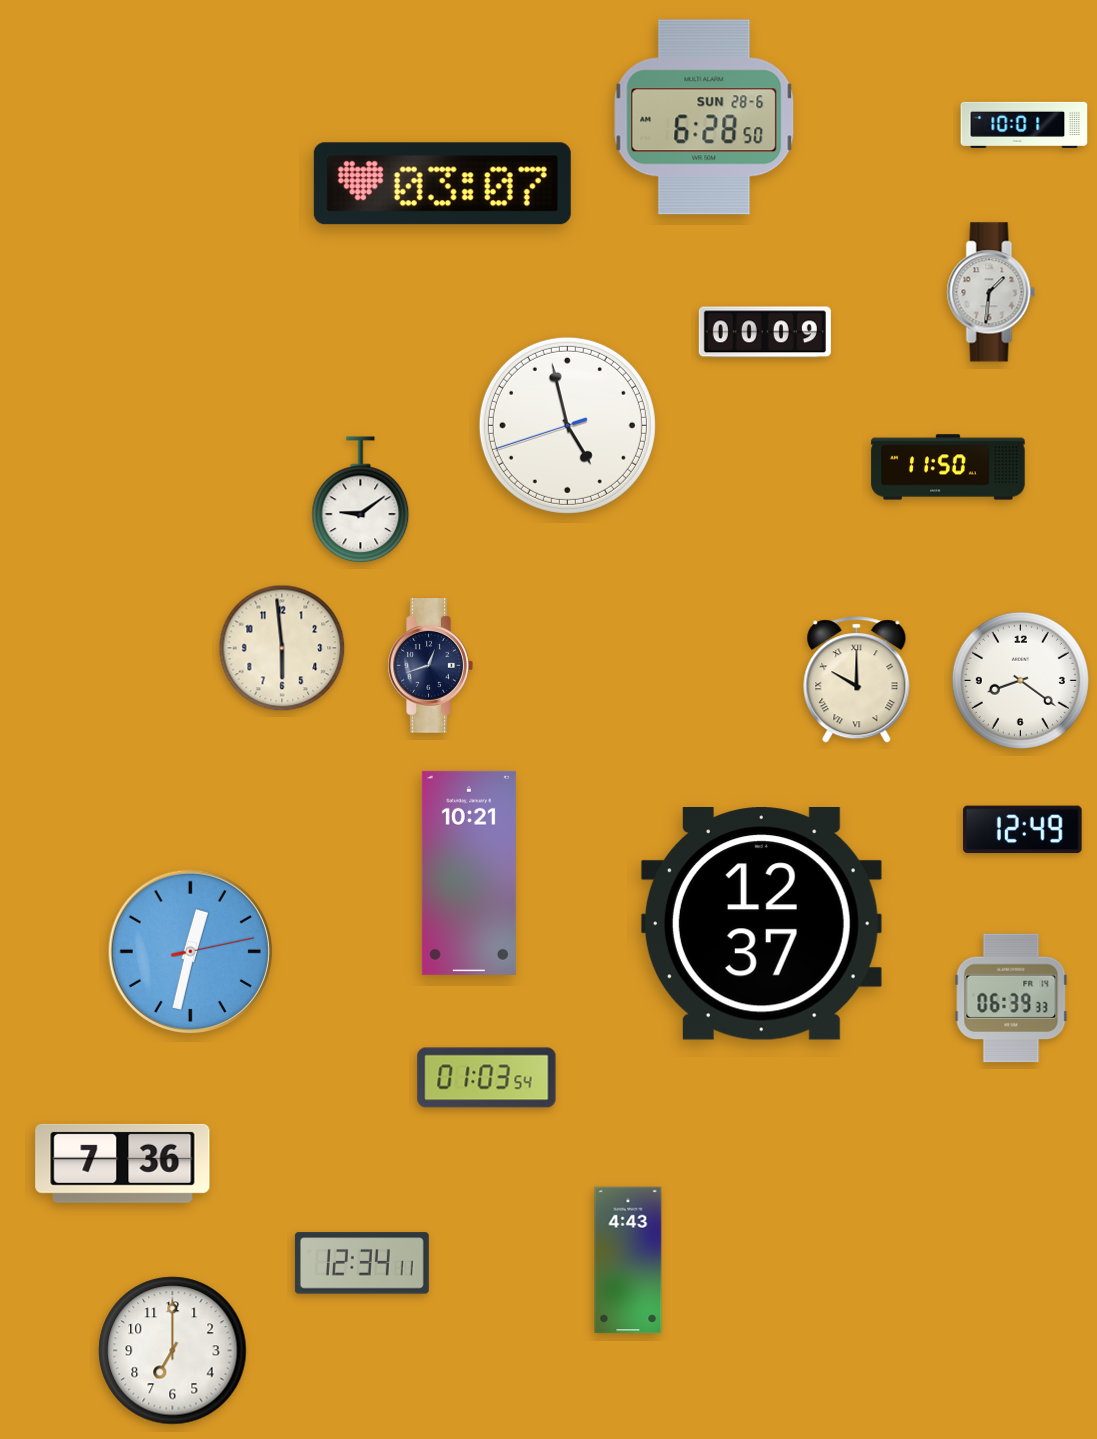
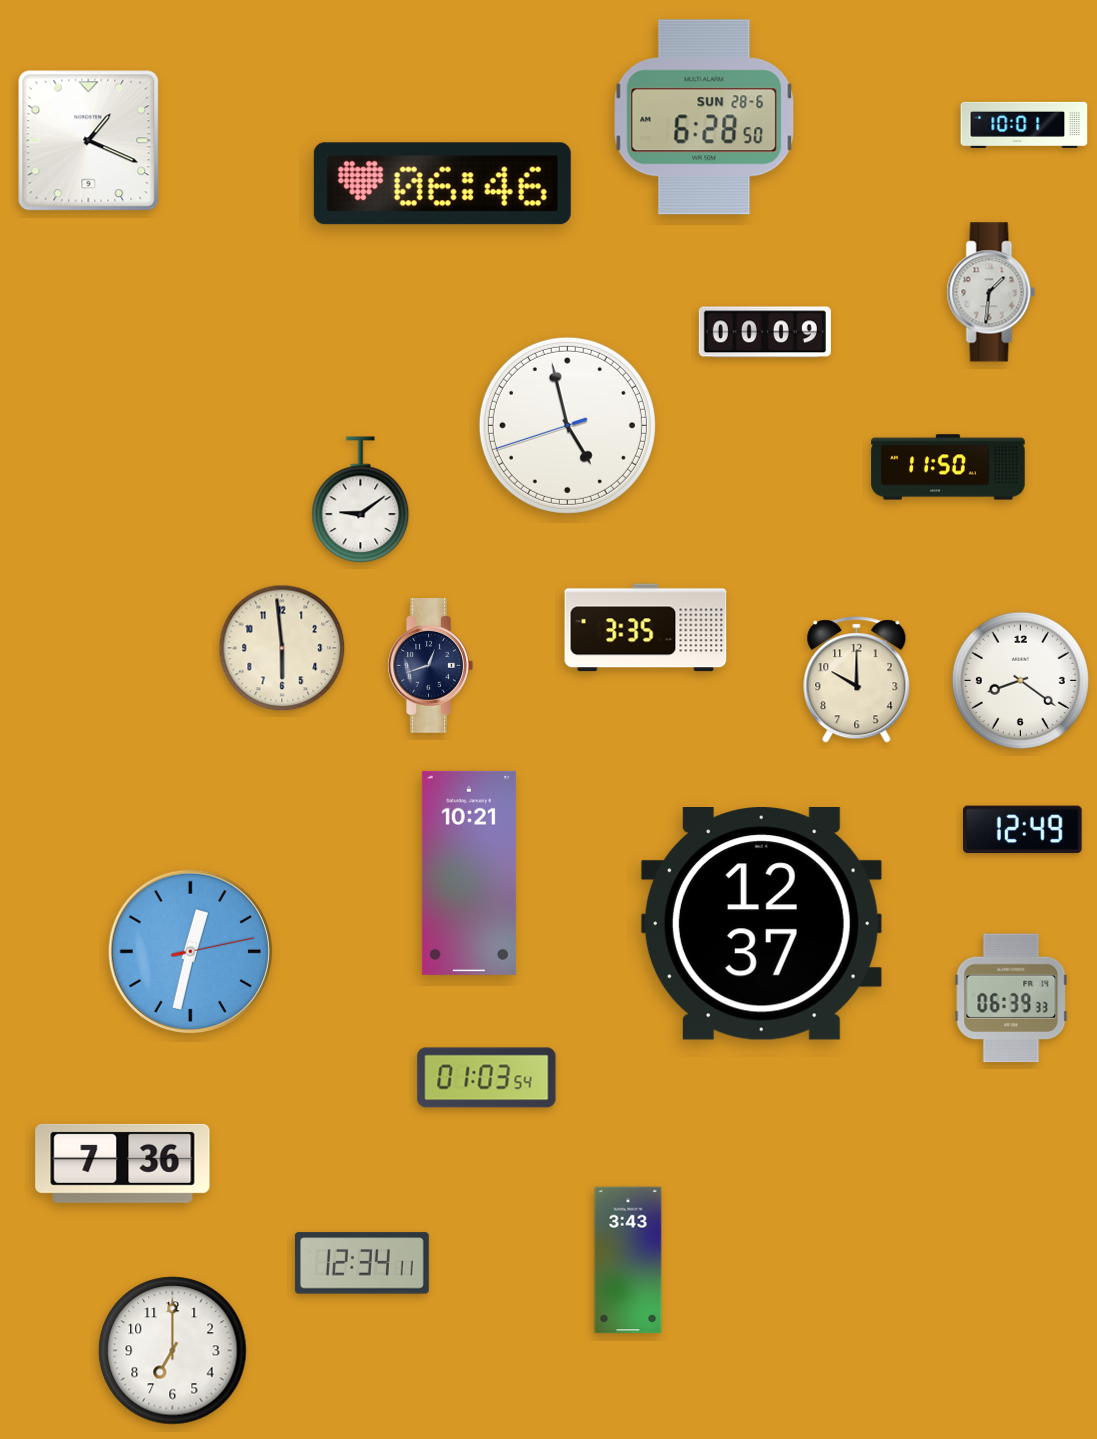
clock at (89, 141): none -> 1:19
clock at (442, 184): 03:07 -> 06:46
clock at (646, 628): none -> 3:35
clock at (857, 680) numerals: Roman -> Arabic
clock at (628, 1260): 4:43 -> 3:43
